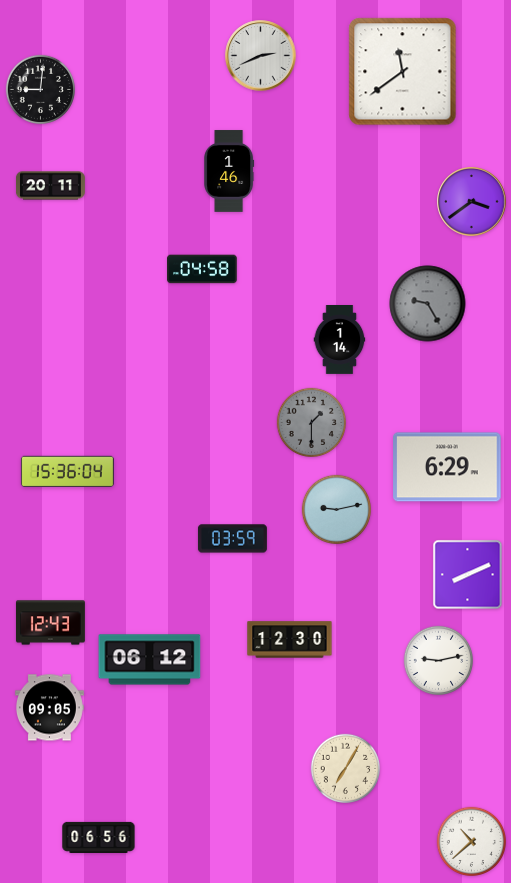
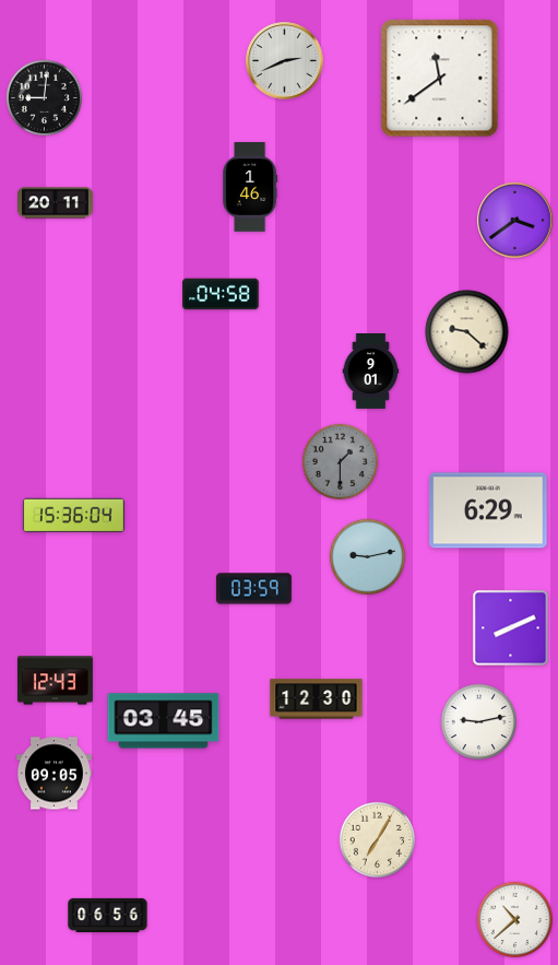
clock at (428, 304): 9:25 -> 9:22
clock at (428, 304) dial: grey -> cream
clock at (340, 340): 1:14 -> 9:01
clock at (150, 660): 06:12 -> 03:45
